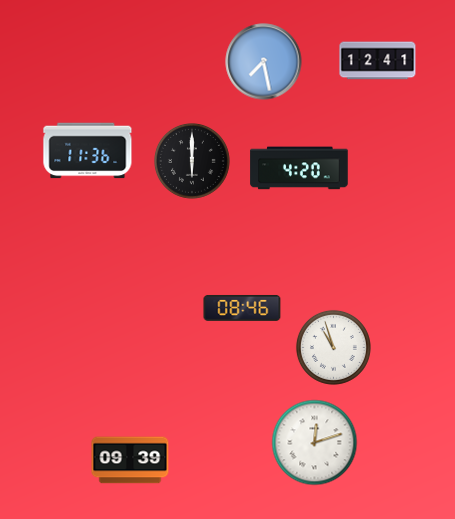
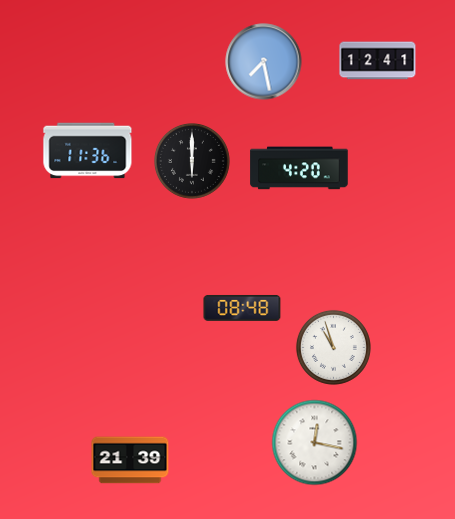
clock at (242, 308): 08:46 -> 08:48
clock at (315, 443): 12:12 -> 12:17
clock at (130, 460): 09:39 -> 21:39
